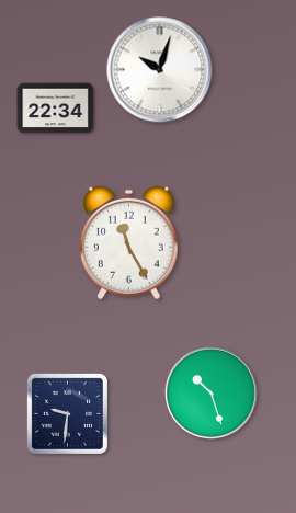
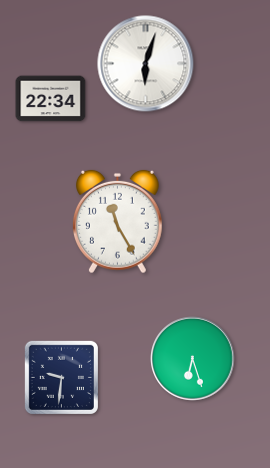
clock at (160, 70): 10:03 -> 6:03
clock at (212, 394): 10:27 -> 6:27
